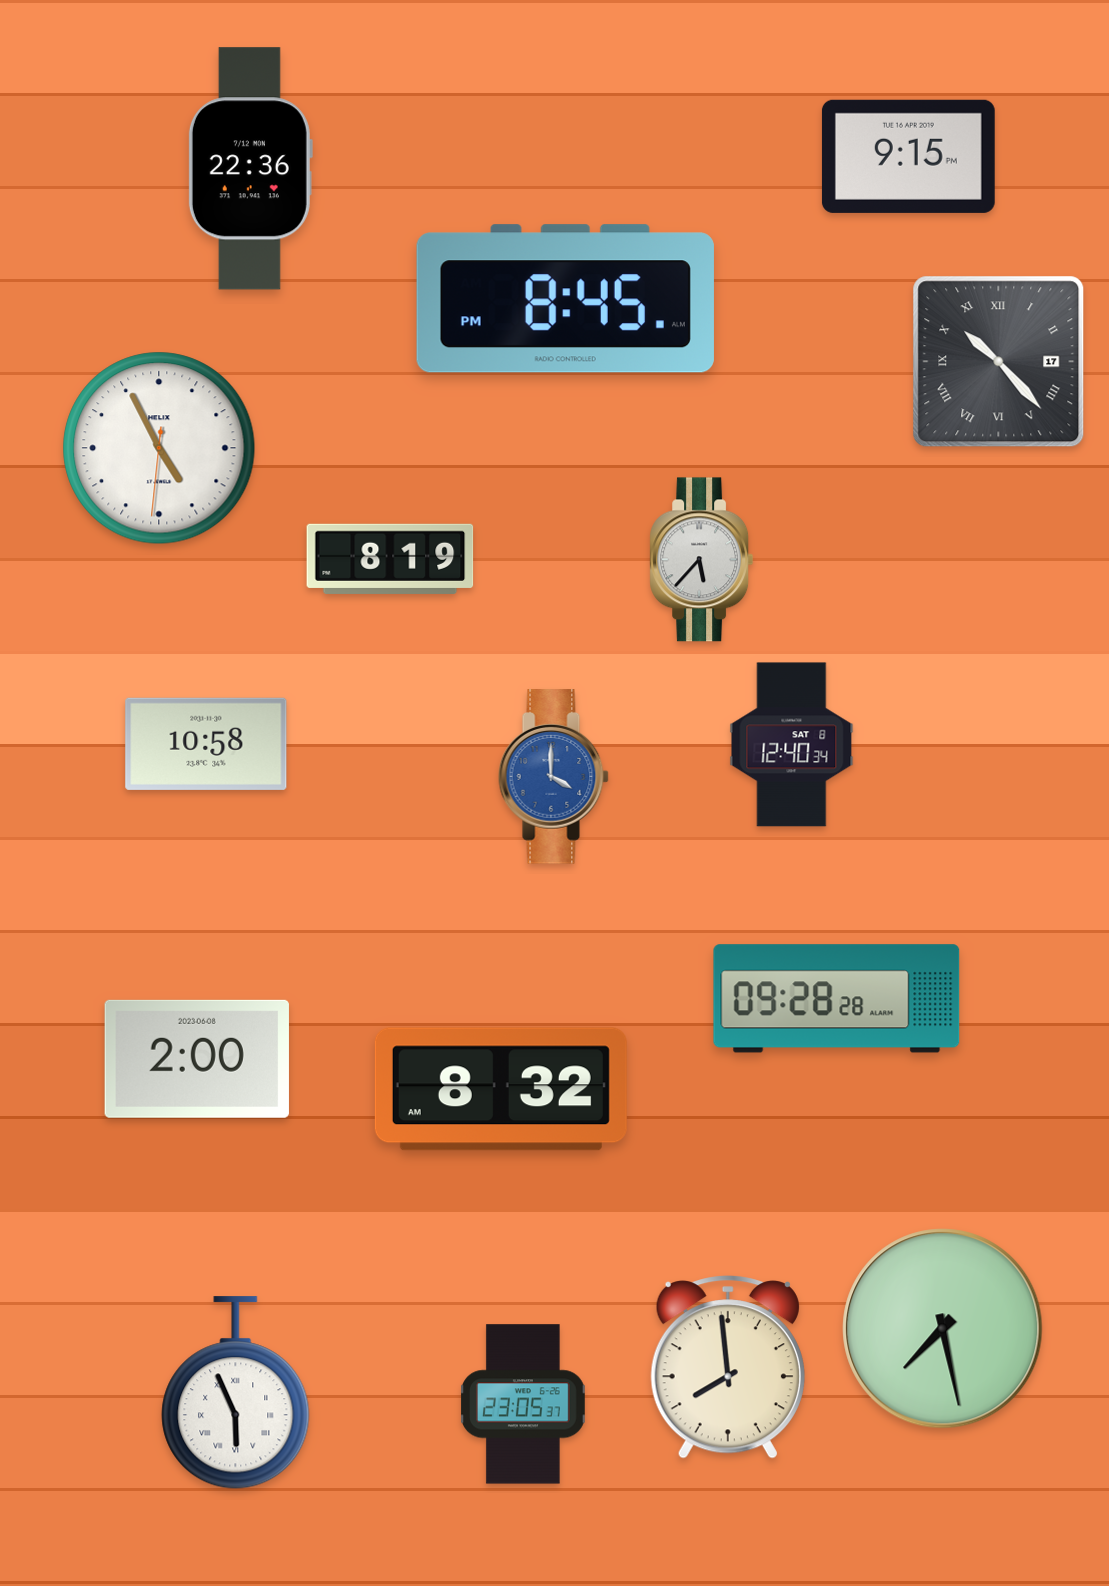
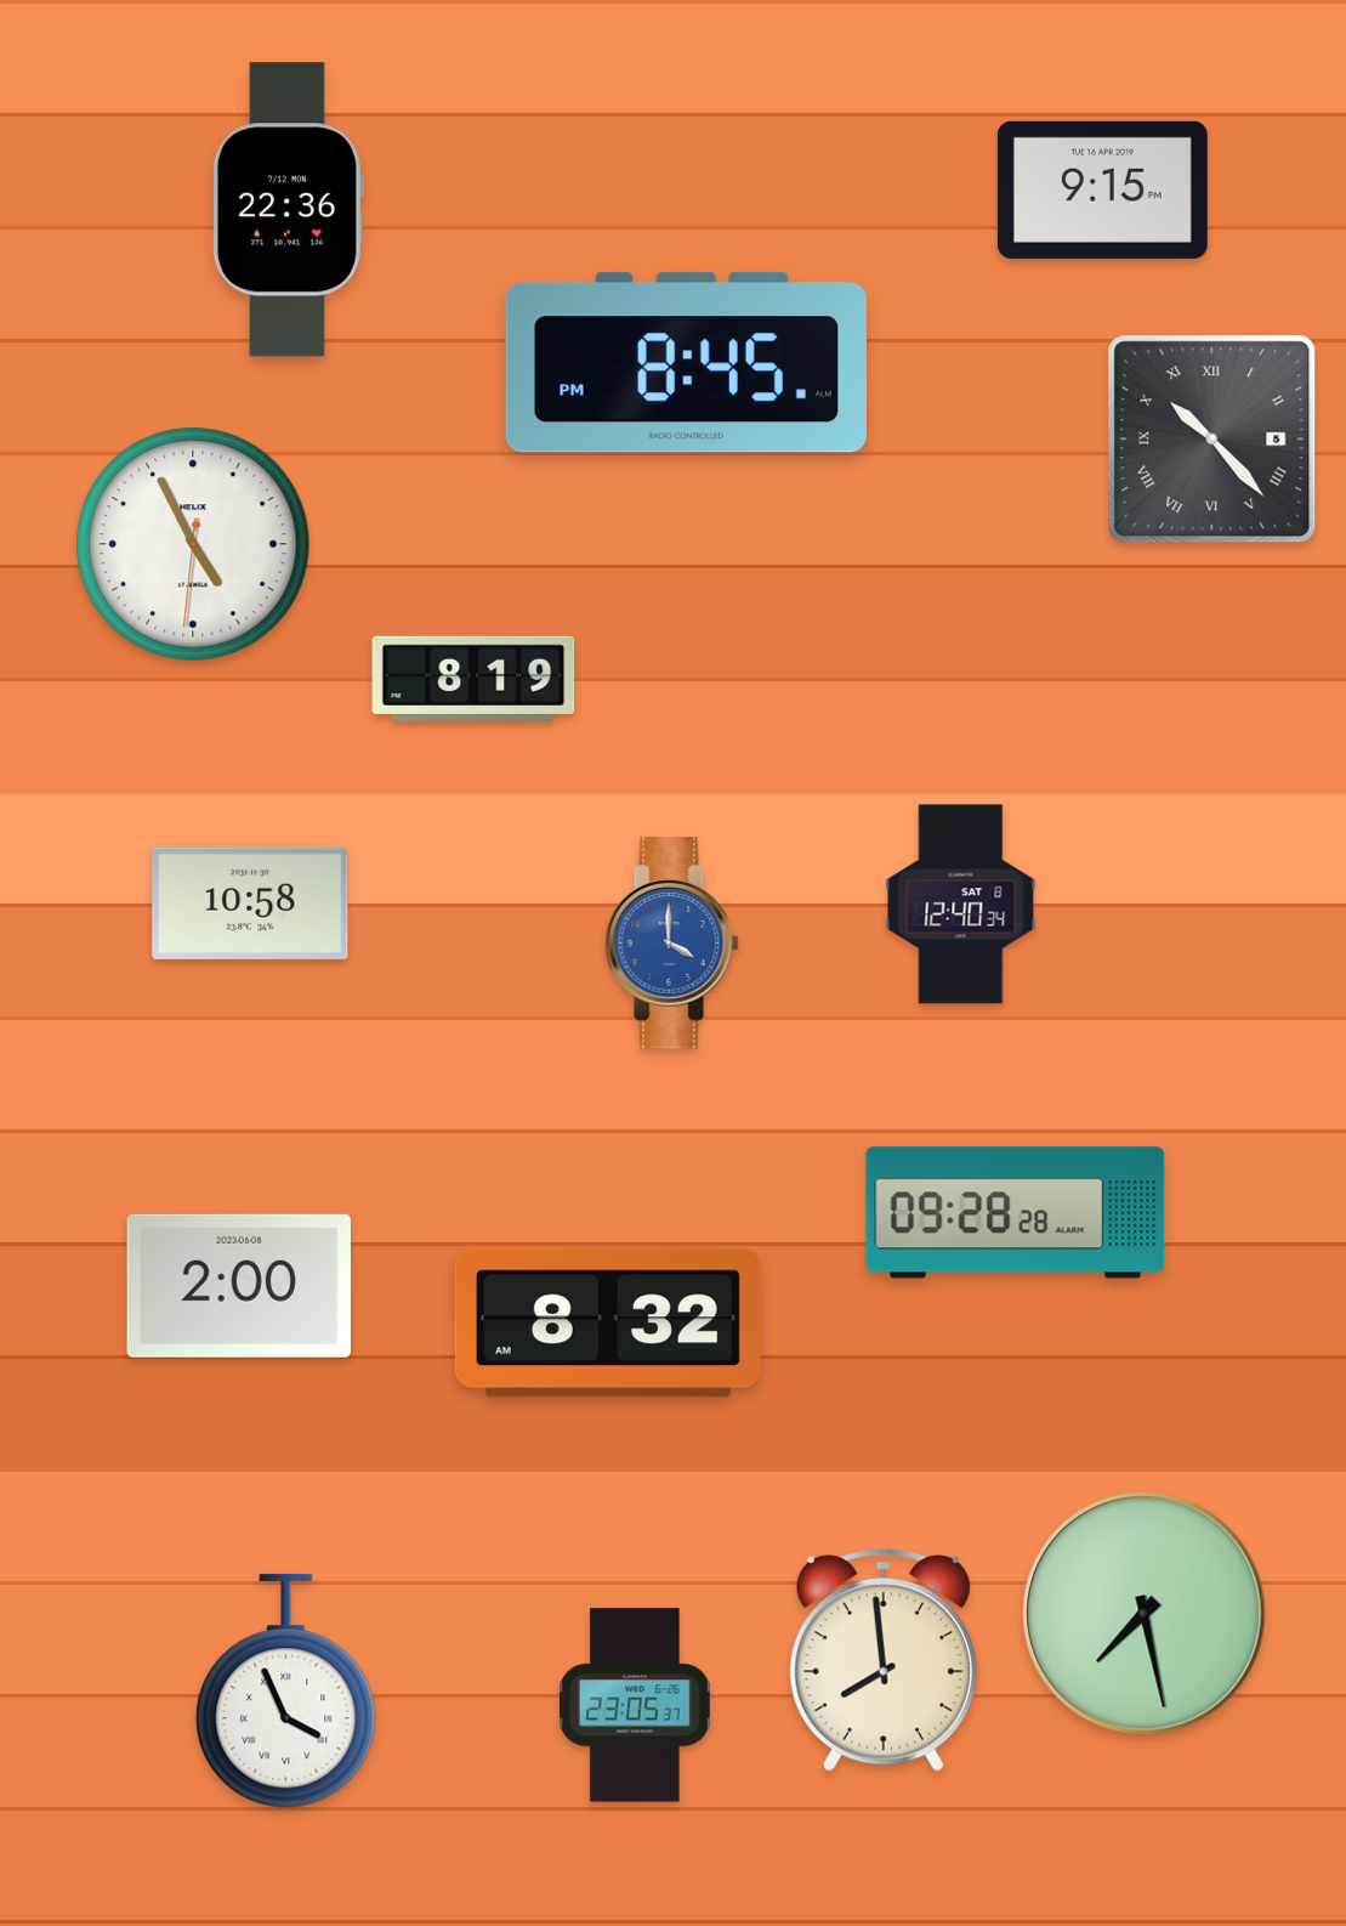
clock at (250, 169) position: (250, 169) -> (288, 210)
clock at (999, 362) date: 17 -> 5
clock at (702, 560): 5:37 -> none
clock at (236, 1393): 5:56 -> 3:56
